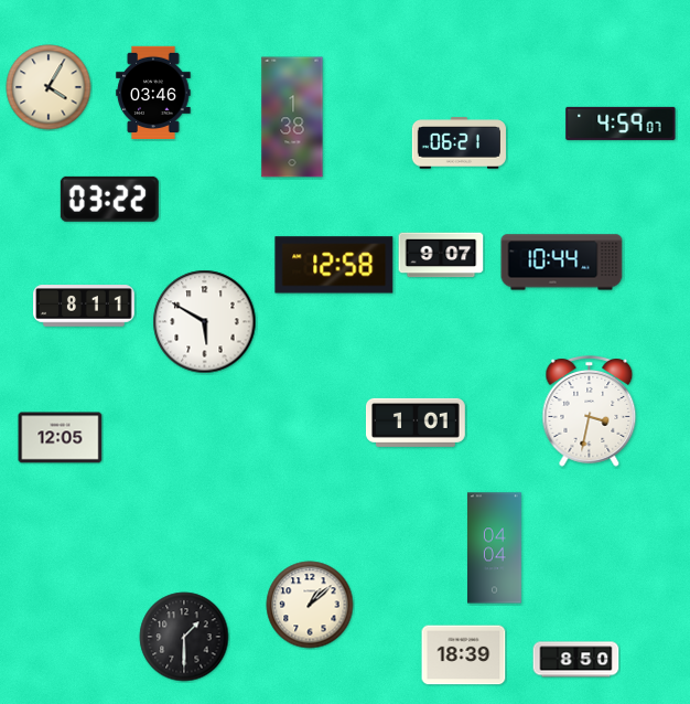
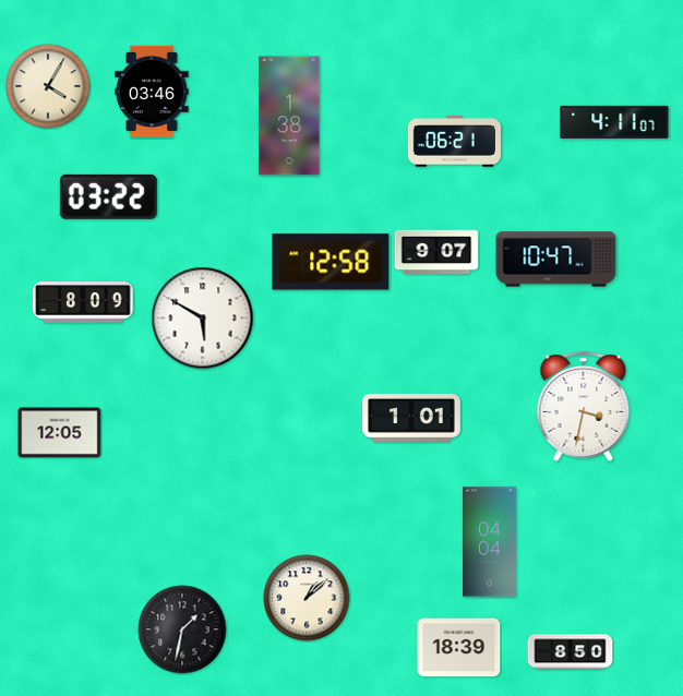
clock at (621, 124): 4:59 -> 4:11
clock at (562, 263): 10:44 -> 10:47
clock at (84, 306): 8:11 -> 8:09
clock at (184, 637): 1:30 -> 1:32
